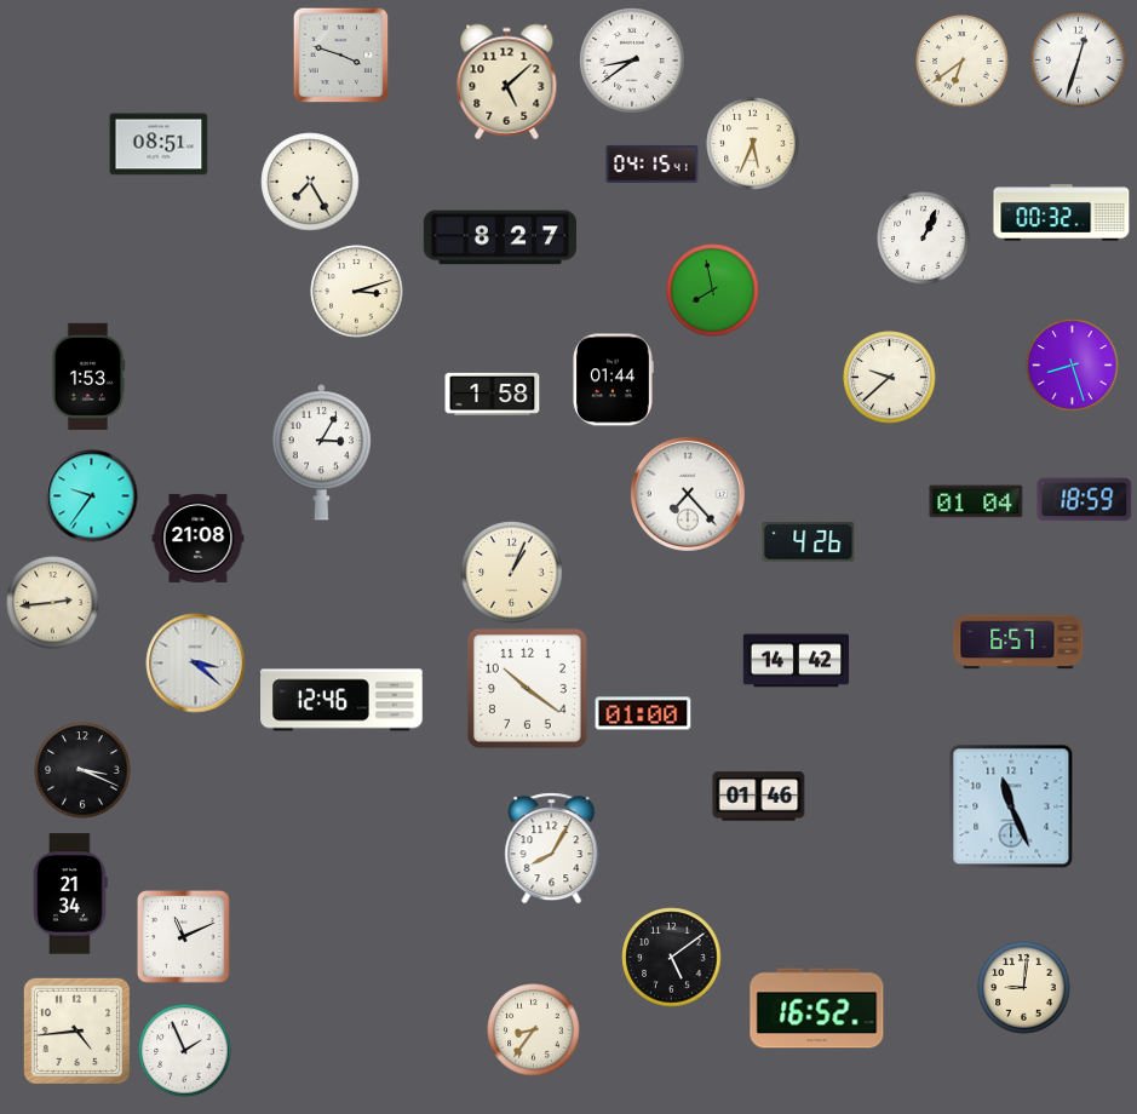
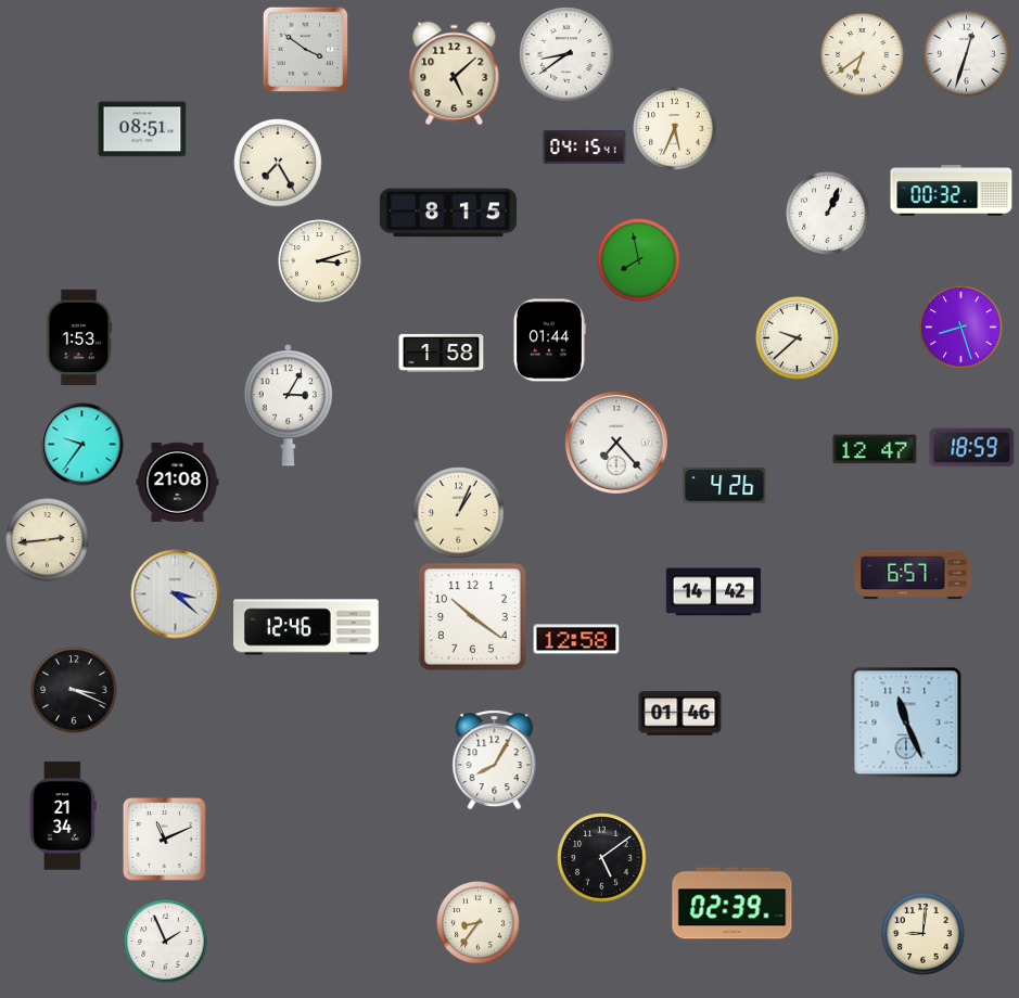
clock at (340, 54): 3:48 -> 3:51
clock at (500, 237): 8:27 -> 8:15
clock at (976, 501): 01:04 -> 12:47
clock at (643, 713): 01:00 -> 12:58
clock at (70, 894) position: (70, 894) -> (63, 816)
clock at (1024, 988) position: (1024, 988) -> (924, 934)
clock at (817, 1009): 16:52 -> 02:39
clock at (76, 1030): 4:44 -> none
